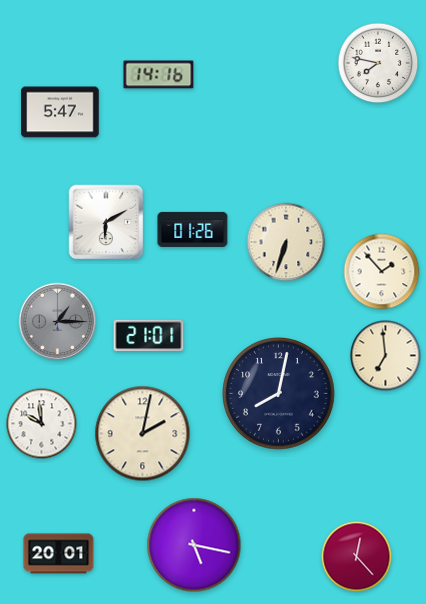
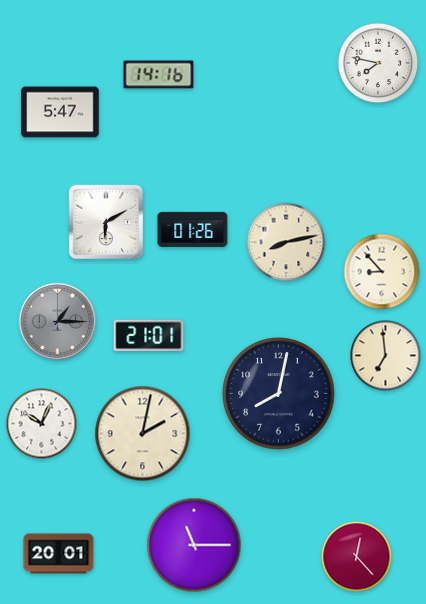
clock at (286, 242): 6:33 -> 8:13
clock at (382, 272): 1:53 -> 8:53
clock at (42, 424): 9:59 -> 10:04
clock at (194, 545): 5:17 -> 11:15
